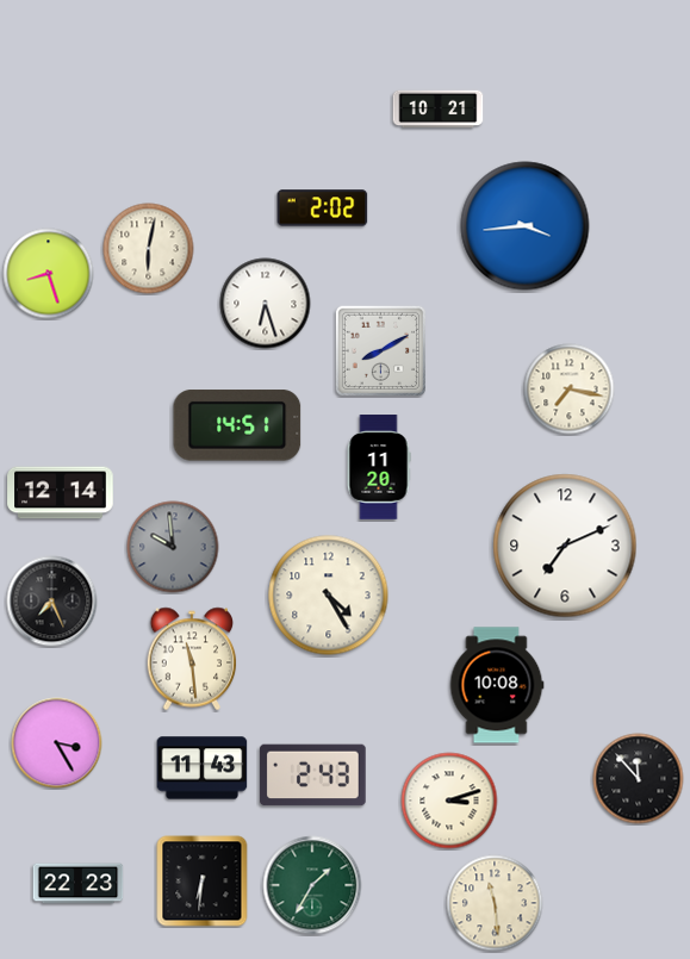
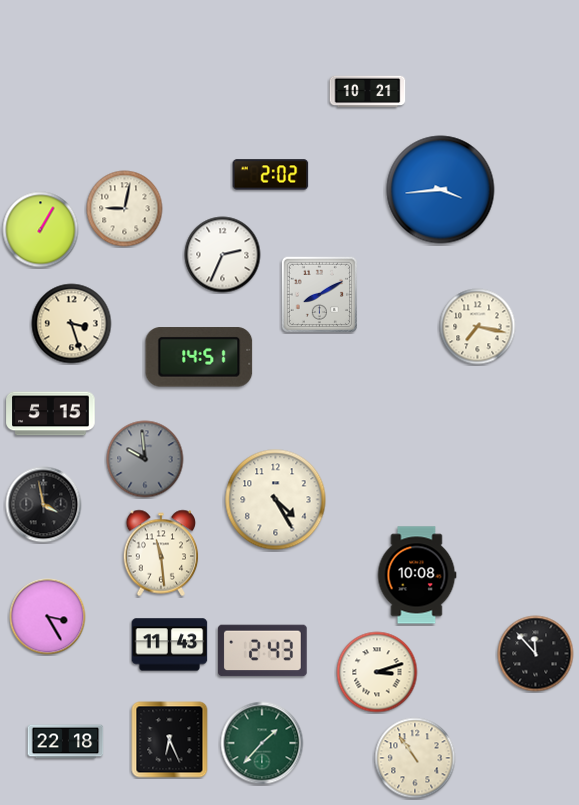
clock at (149, 249): 6:02 -> 9:02
clock at (49, 274): 8:27 -> 1:05
clock at (266, 304): 6:27 -> 2:34
clock at (72, 324): none -> 3:27
clock at (379, 467): 11:20 -> none
clock at (61, 493): 12:14 -> 5:15
clock at (565, 546): 7:11 -> none
clock at (52, 602): 7:26 -> 3:58
clock at (57, 743) position: (57, 743) -> (48, 617)
clock at (203, 882): 6:31 -> 6:26
clock at (79, 884): 22:23 -> 22:18
clock at (312, 885): 1:35 -> 1:37
clock at (495, 903): 11:29 -> 10:54
